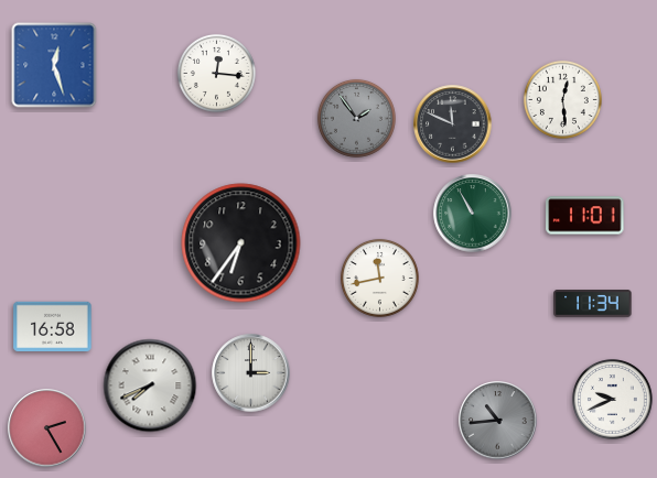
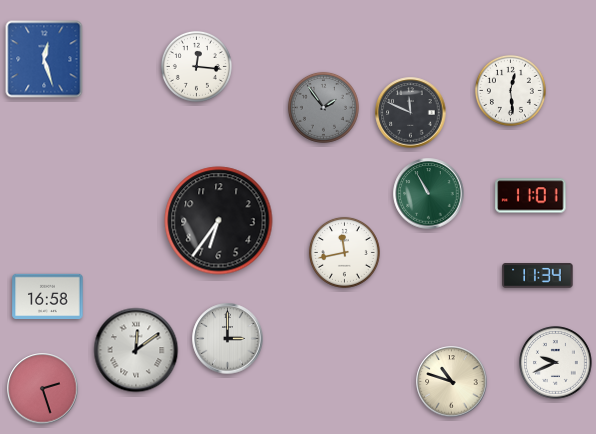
clock at (54, 65) position: (54, 65) -> (44, 59)
clock at (150, 385): 7:41 -> 12:09
clock at (498, 421): 10:44 -> 10:48
clock at (498, 421) dial: grey -> cream
clock at (47, 428): 2:25 -> 2:27
